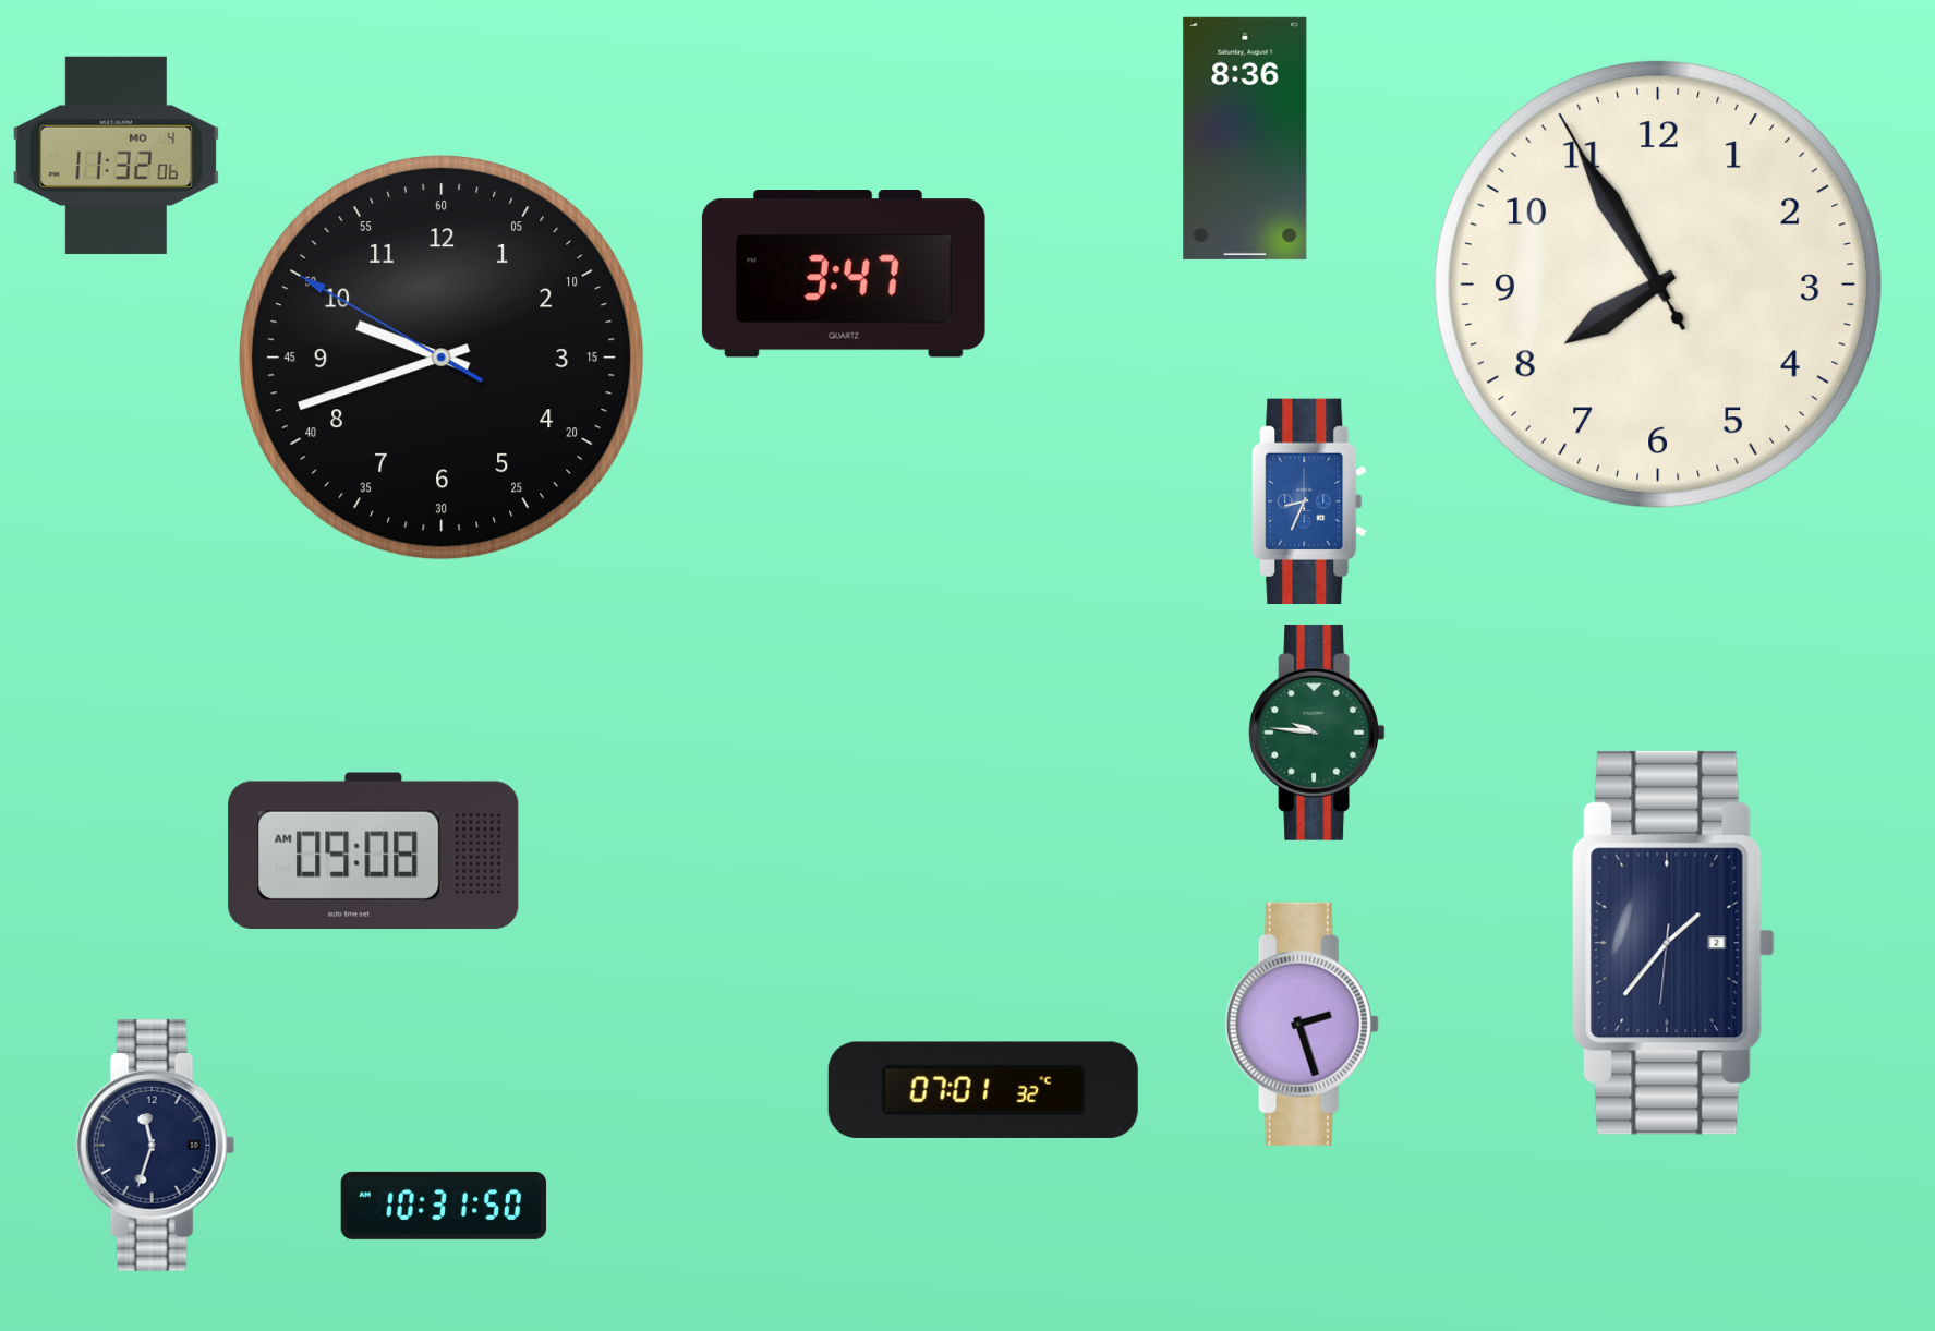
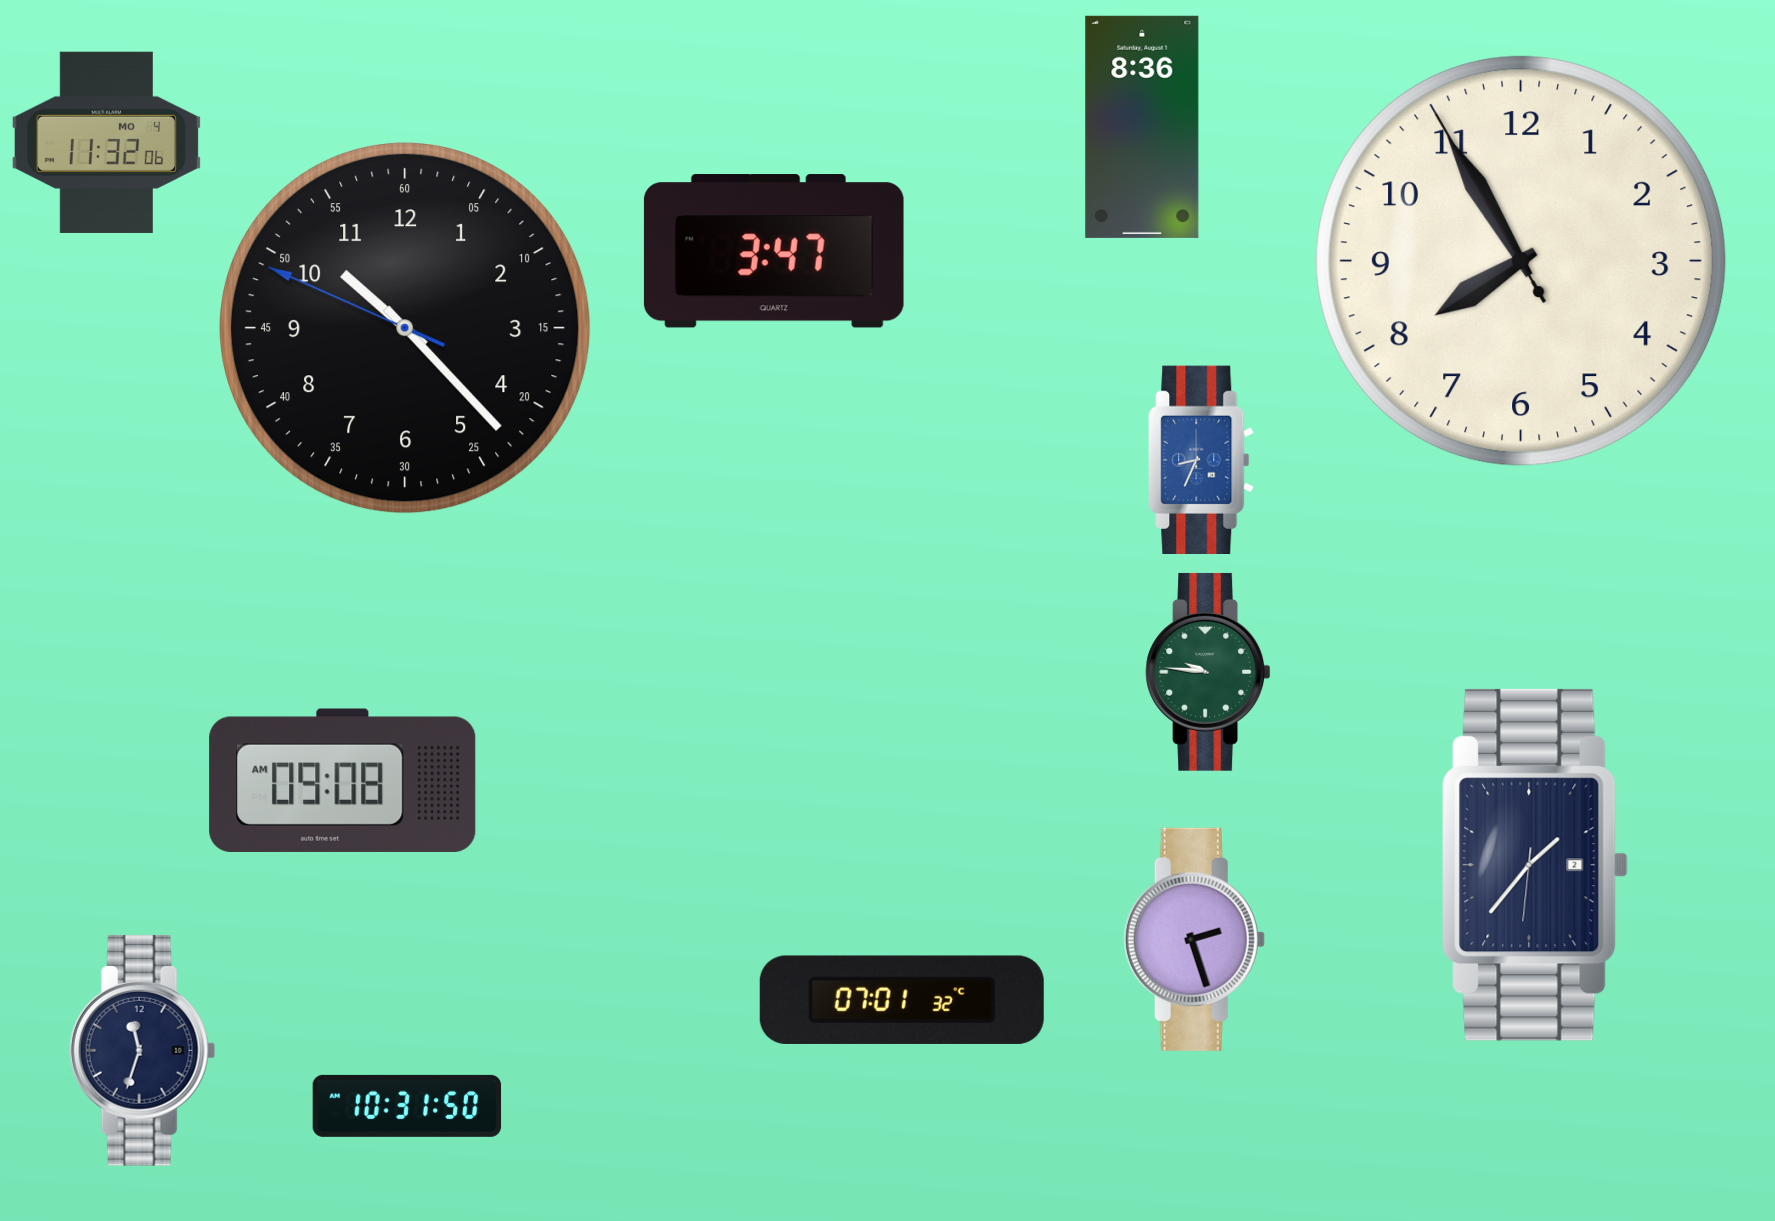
clock at (443, 359): 9:41 -> 10:22
